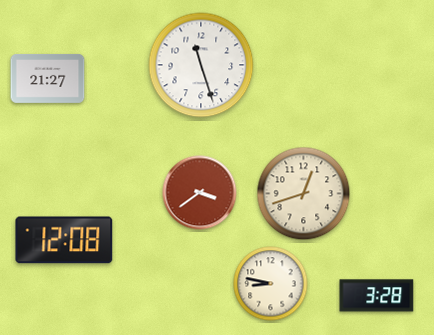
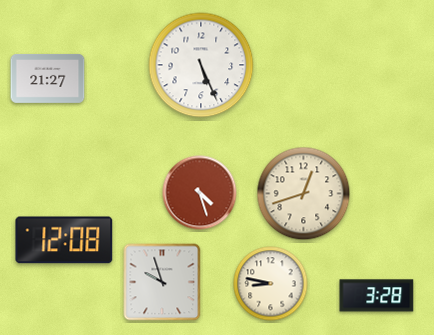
clock at (201, 65): 11:27 -> 5:26
clock at (200, 193): 3:39 -> 4:27
clock at (162, 282): none -> 9:57
